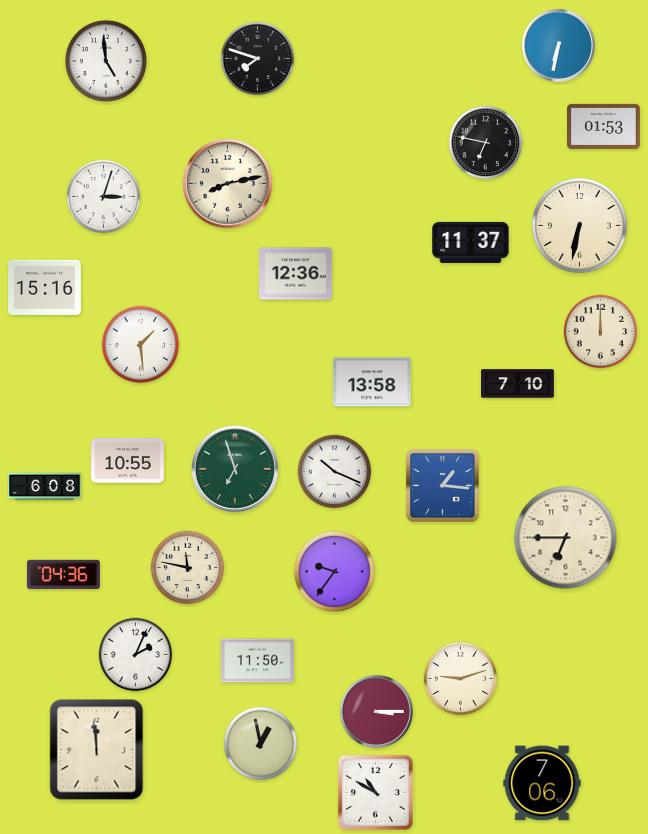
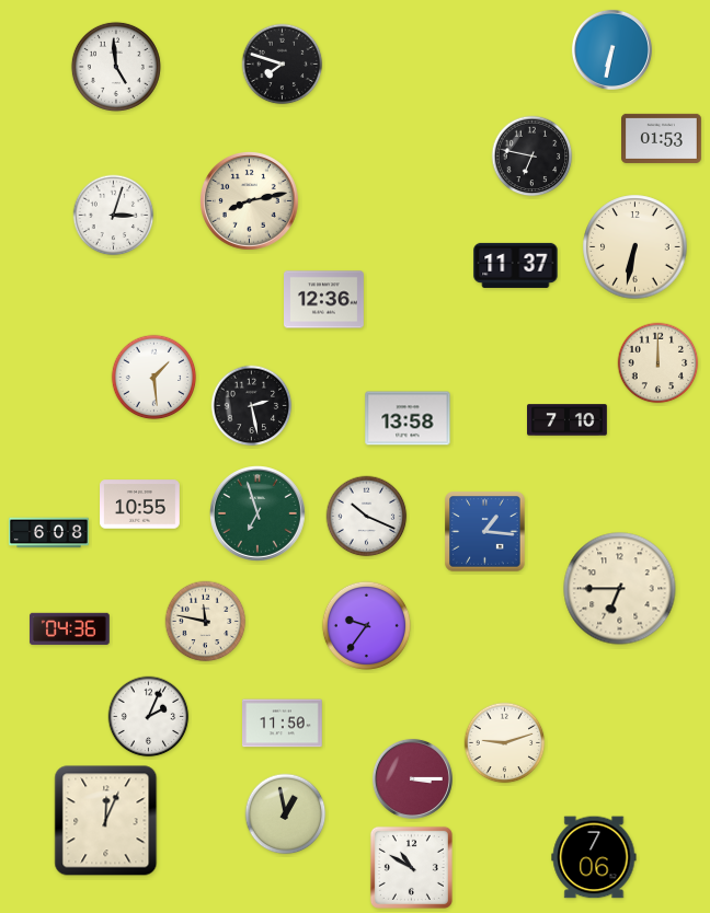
clock at (45, 287): 15:16 -> none
clock at (252, 406): none -> 2:28
clock at (97, 750): 11:59 -> 12:04
